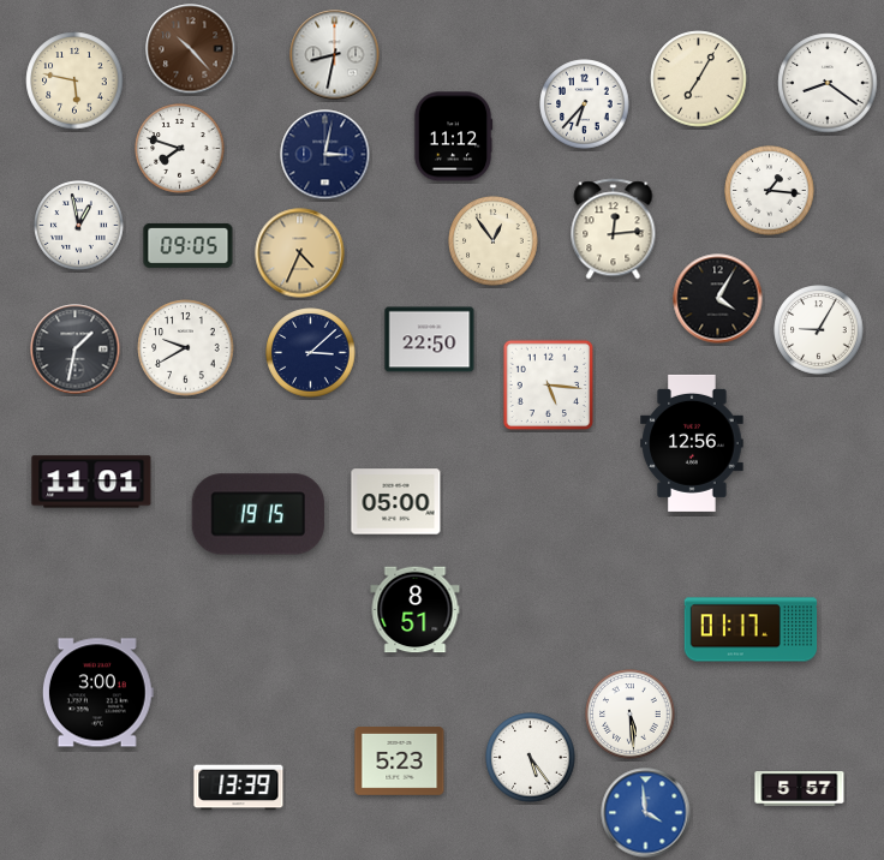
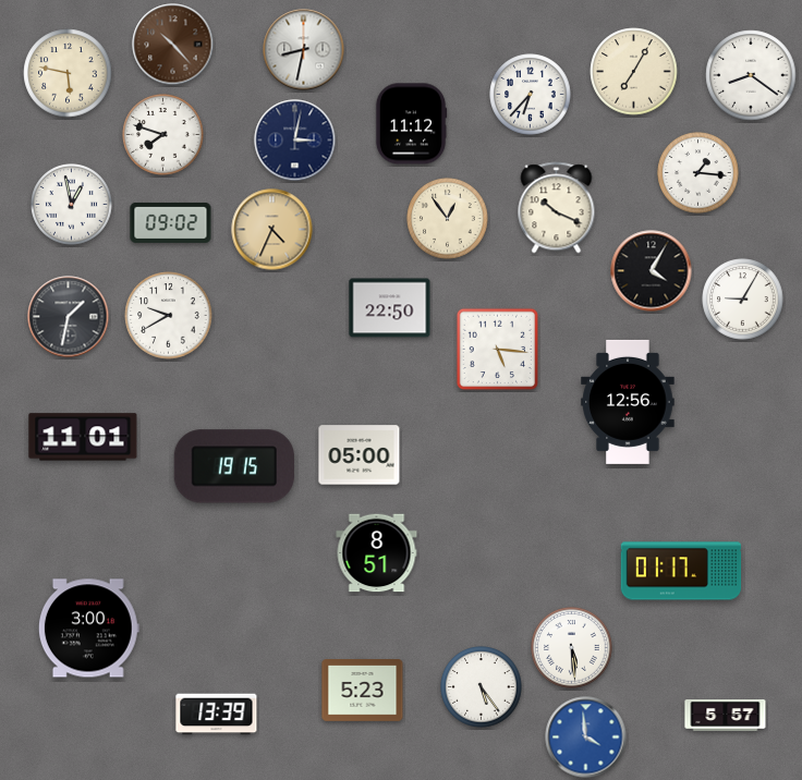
clock at (614, 229): 12:14 -> 10:19
clock at (189, 245): 09:05 -> 09:02
clock at (311, 353): 3:08 -> none
